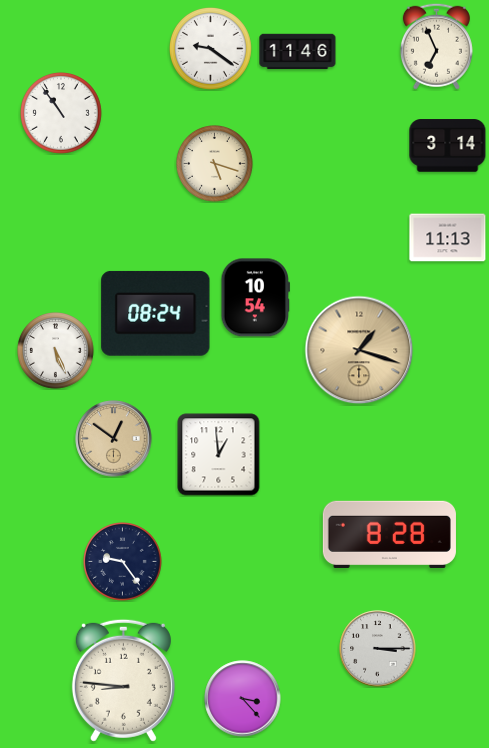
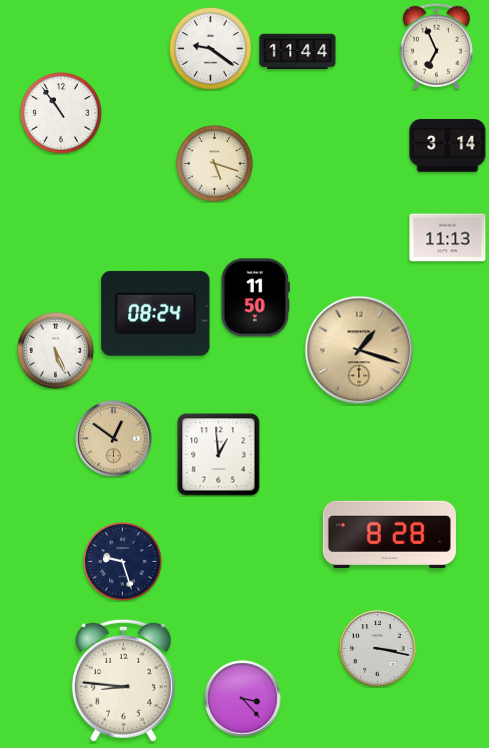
clock at (298, 52): 11:46 -> 11:44
clock at (255, 298): 10:54 -> 11:50
clock at (123, 562): 9:24 -> 9:27
clock at (378, 649): 3:15 -> 3:17
